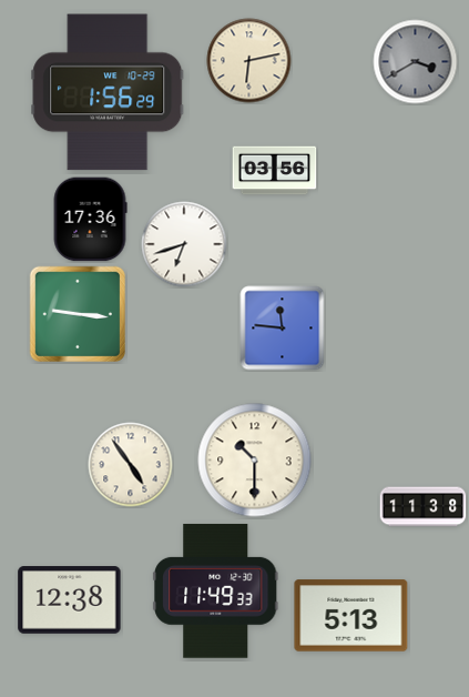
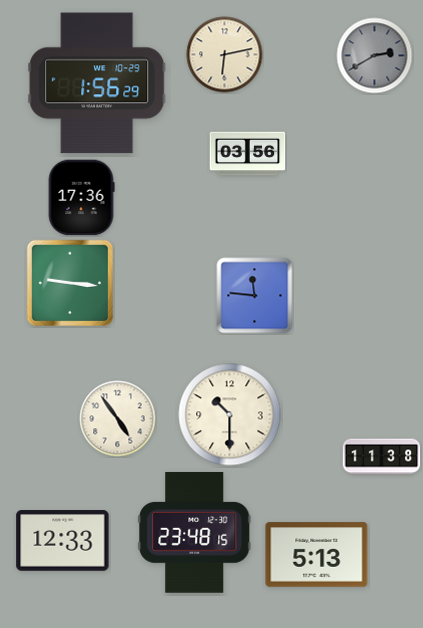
clock at (416, 62): 3:40 -> 2:40
clock at (184, 244): 6:42 -> none
clock at (216, 592): 11:49 -> 23:48
clock at (70, 600): 12:38 -> 12:33
